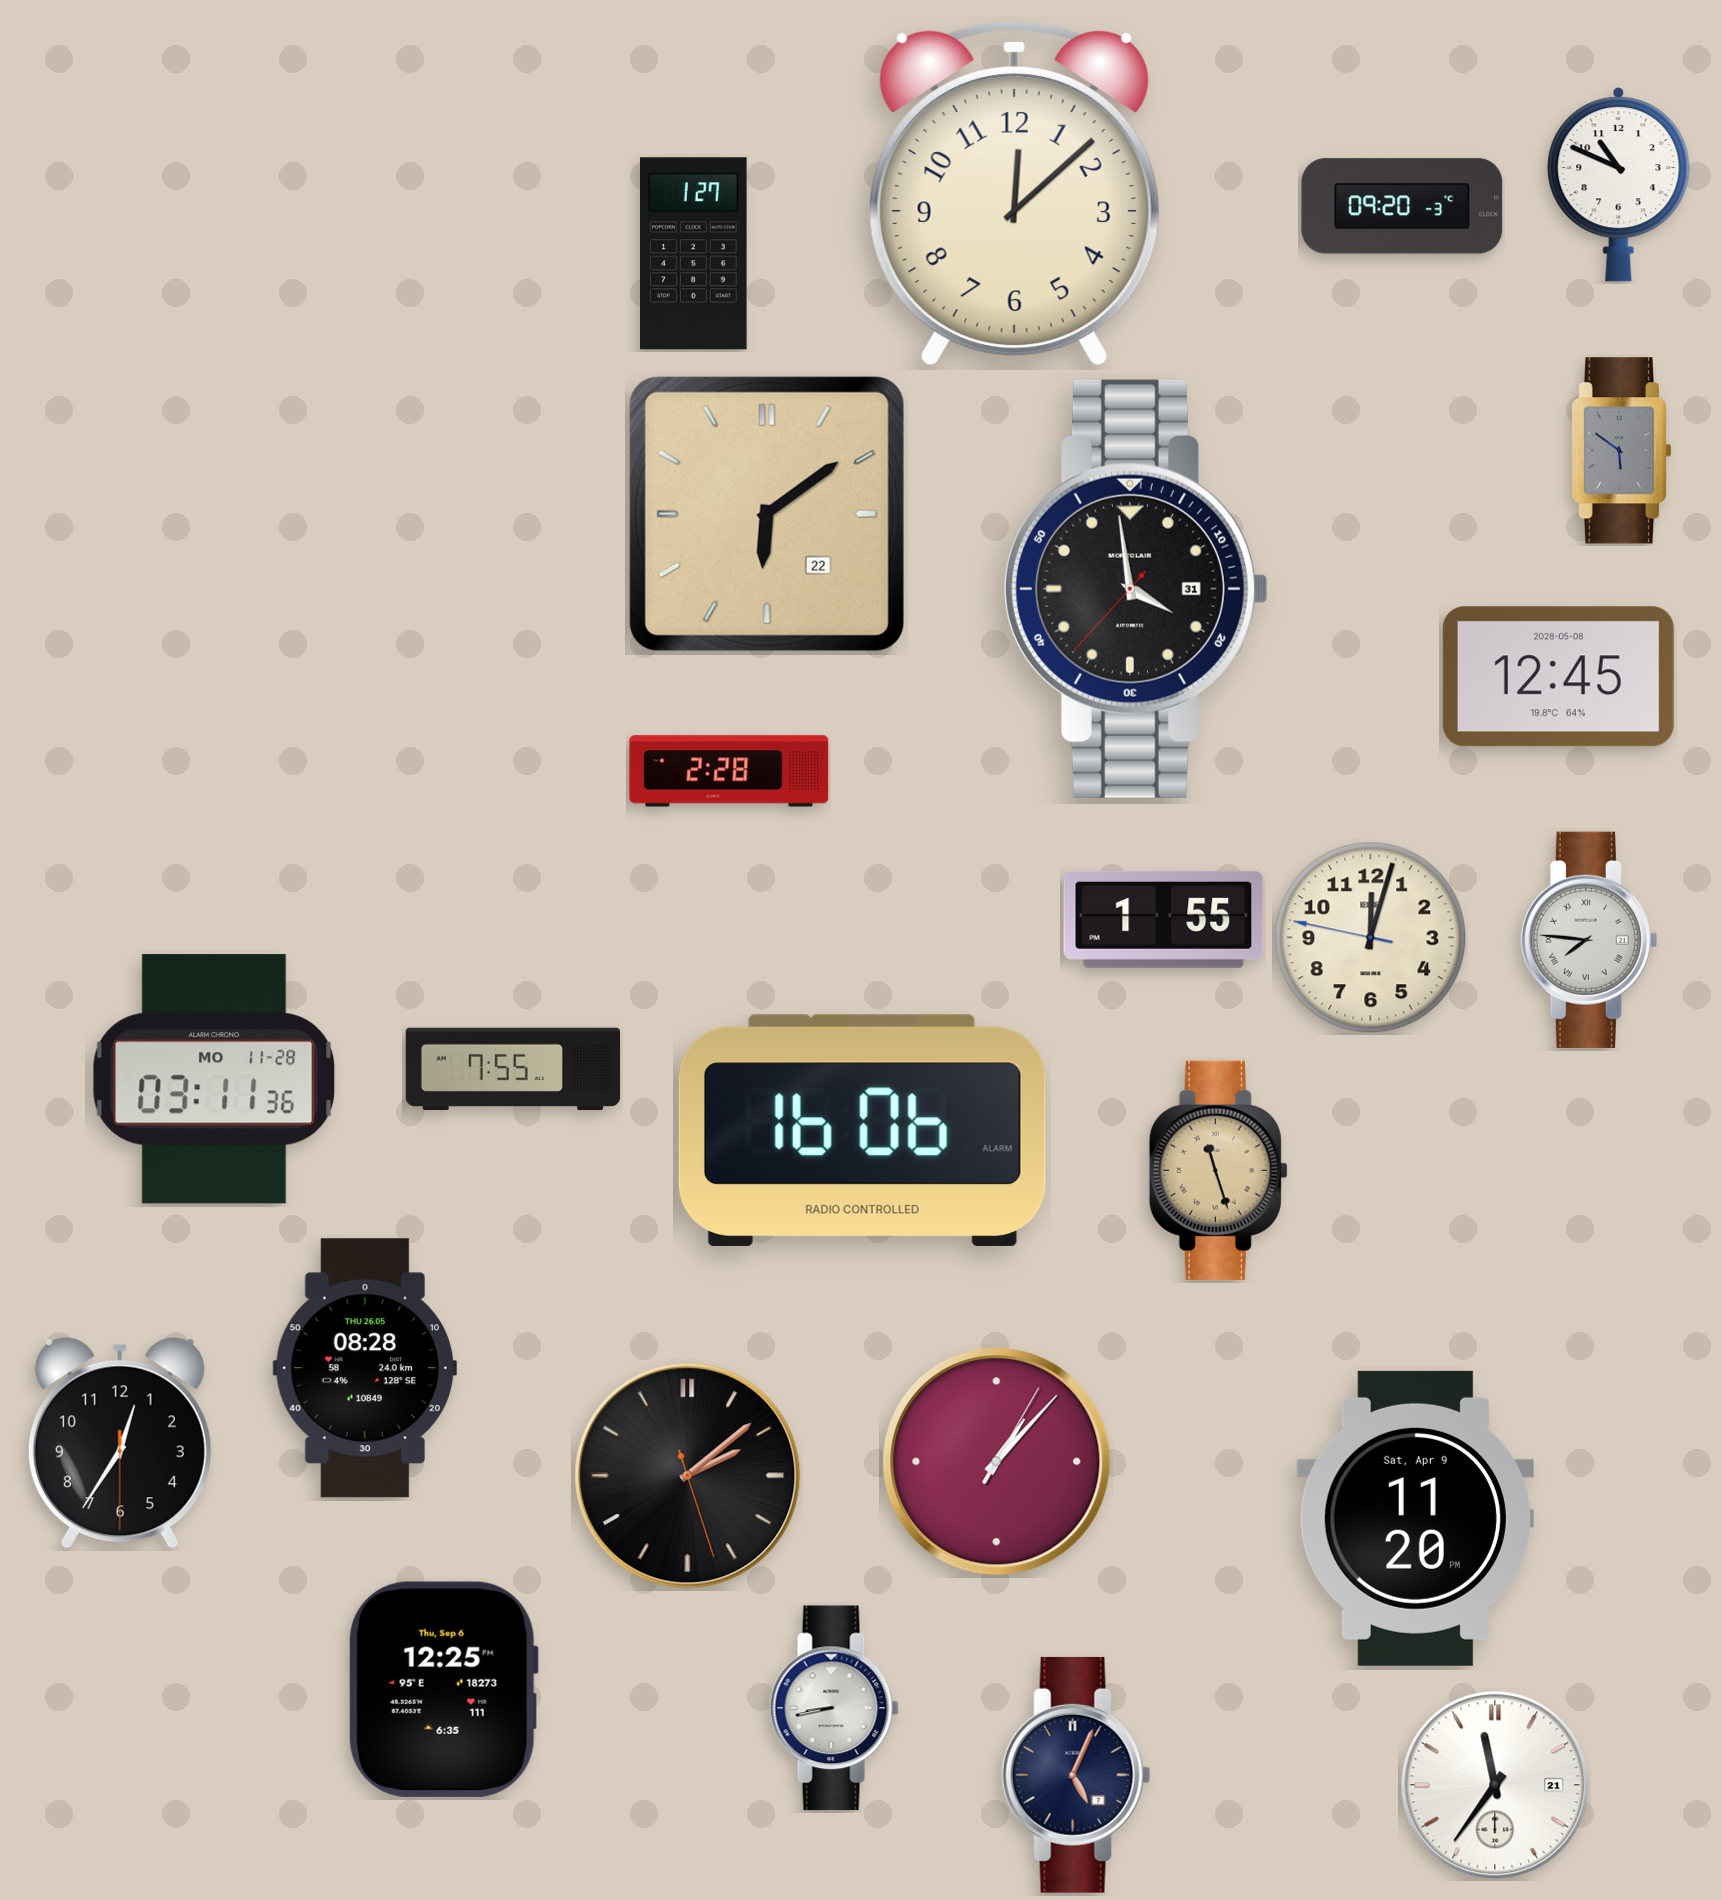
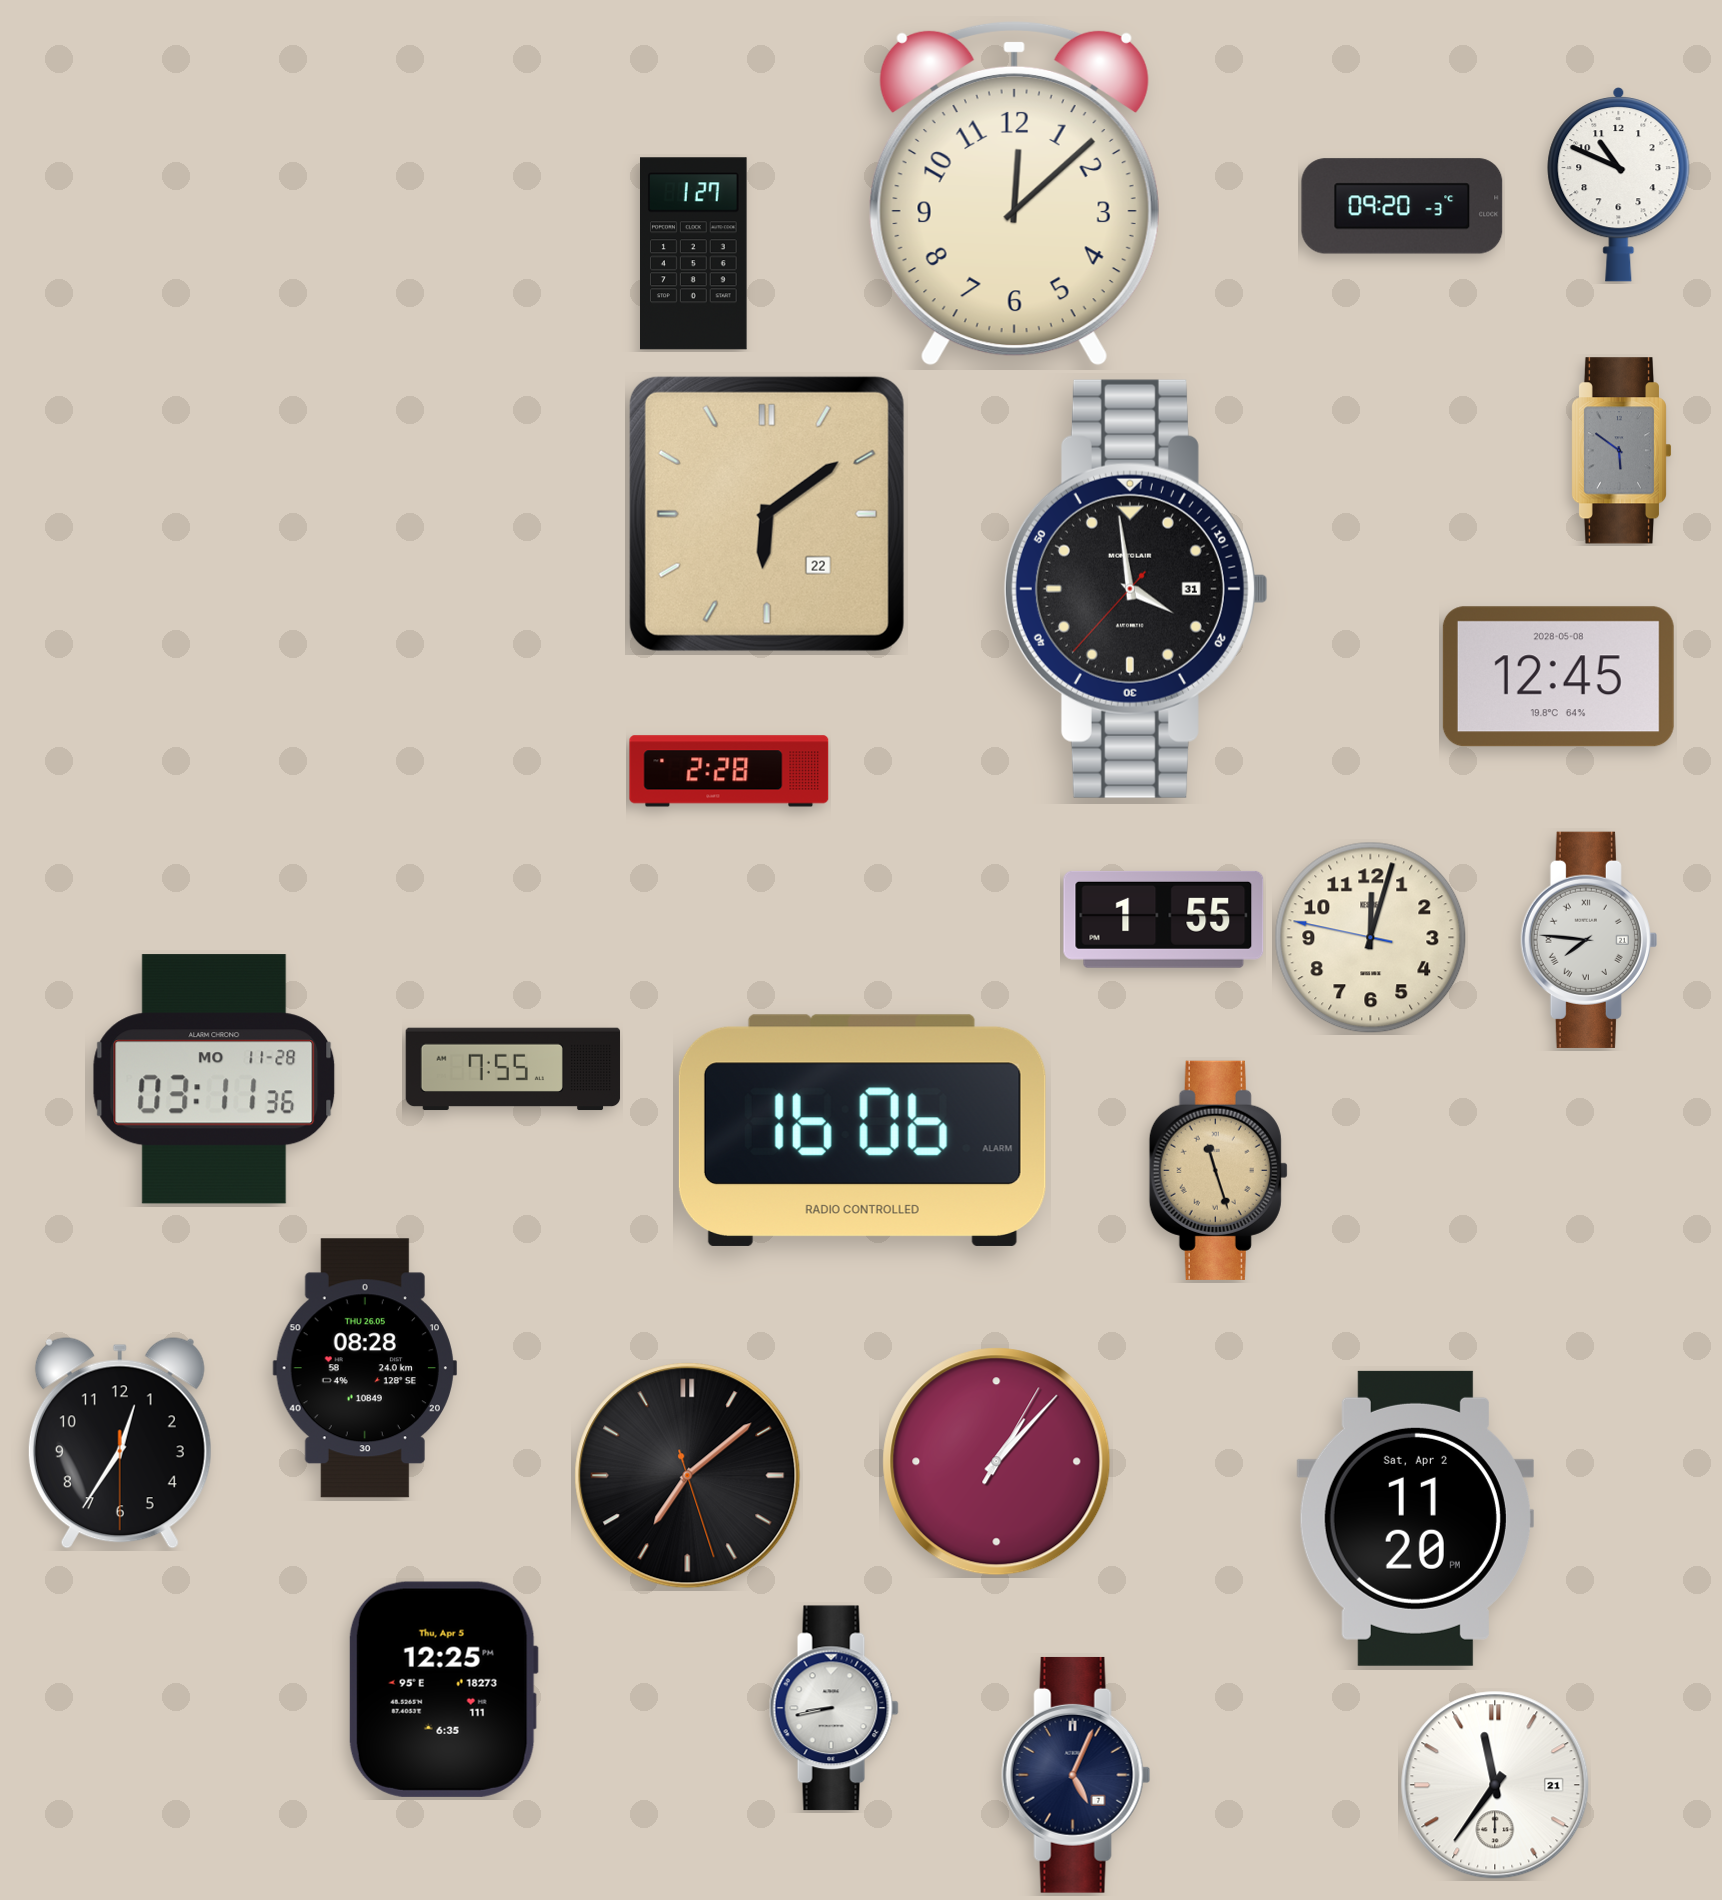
clock at (688, 1476): 2:08 -> 7:08
clock at (1415, 1518) date: Sat, Apr 9 -> Sat, Apr 2
clock at (443, 1689) date: Thu, Sep 6 -> Thu, Apr 5
